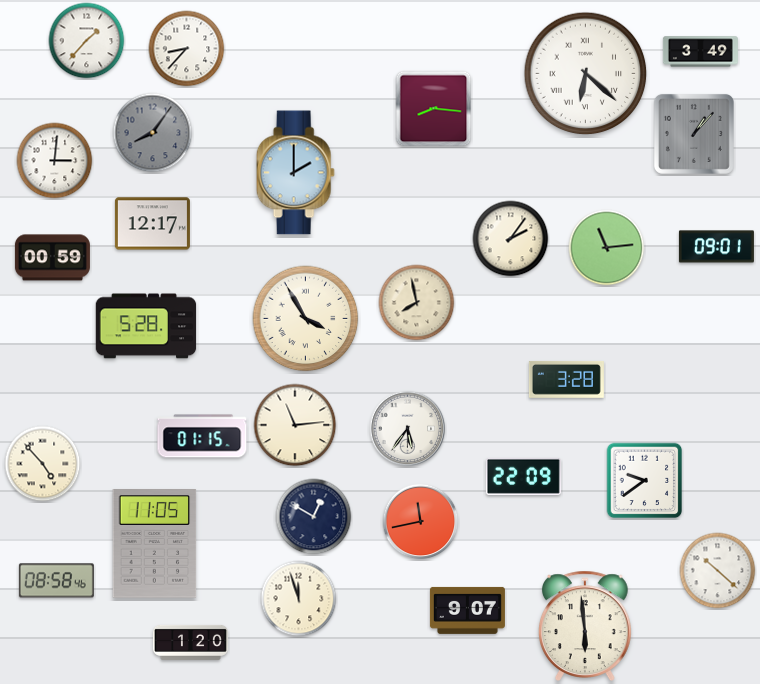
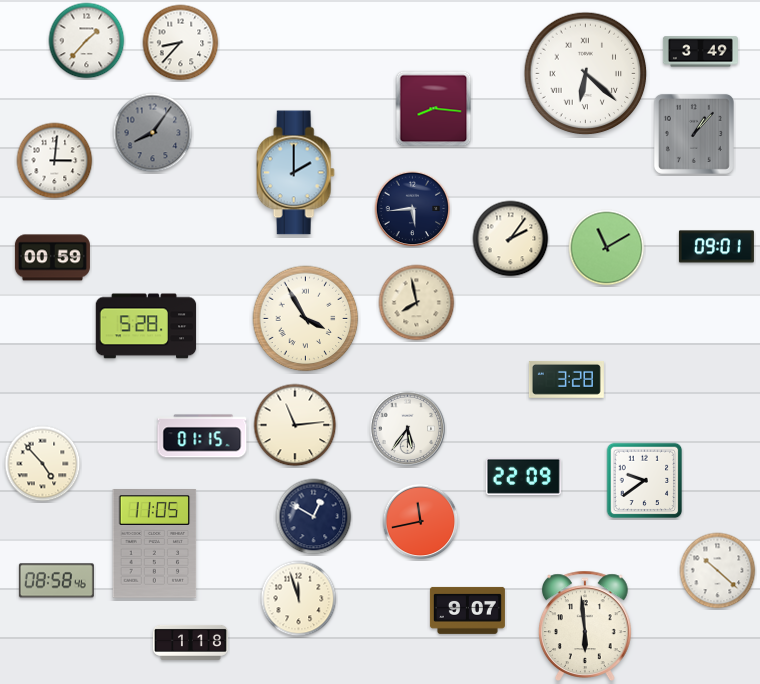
clock at (187, 49) position: (187, 49) -> (181, 43)
clock at (413, 209): none -> 5:44
clock at (152, 224): 12:17 -> none
clock at (607, 248): 11:14 -> 11:10
clock at (190, 642): 1:20 -> 1:18
